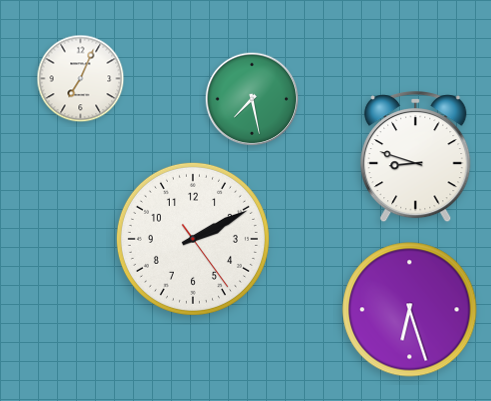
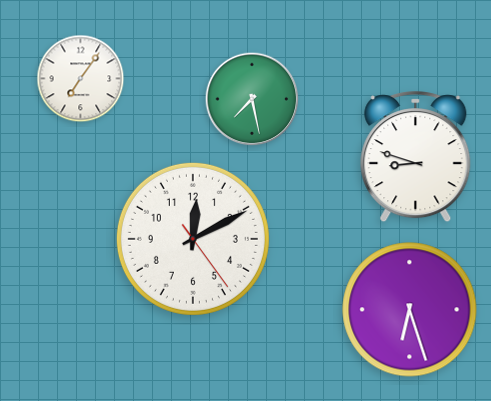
clock at (81, 79): 7:04 -> 7:06
clock at (193, 239): 2:10 -> 12:10
